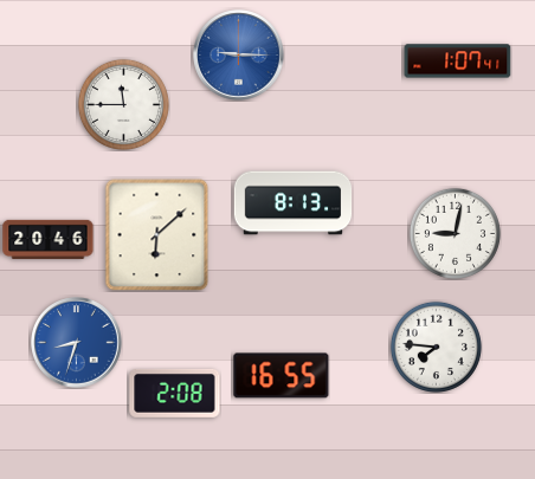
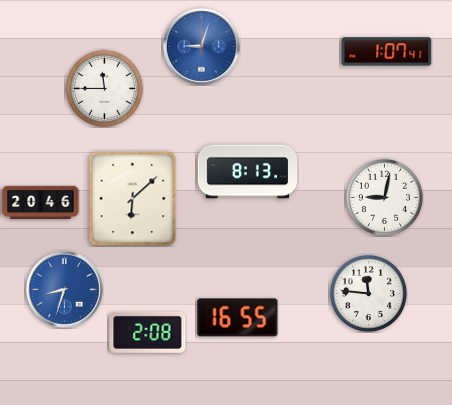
clock at (239, 56): 9:15 -> 9:03
clock at (436, 347): 7:46 -> 11:46
